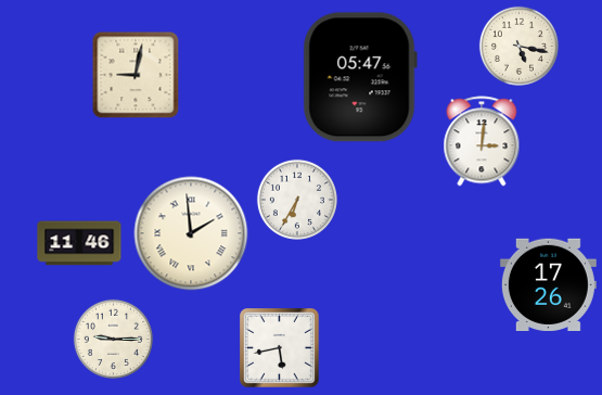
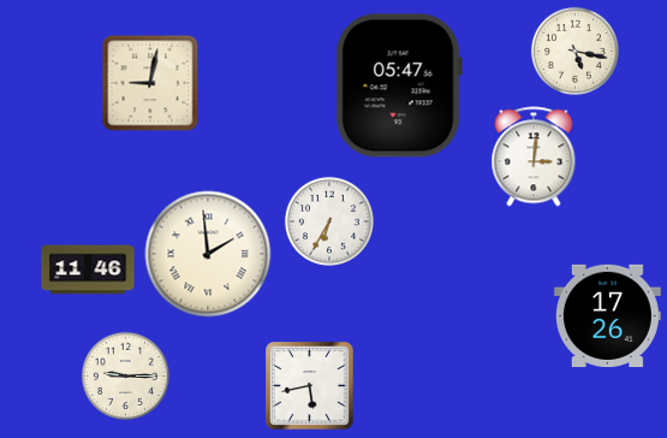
clock at (191, 233) position: (191, 233) -> (208, 254)
